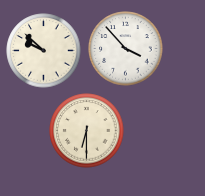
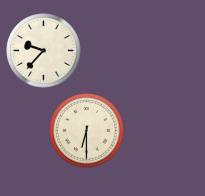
clock at (126, 49): 3:53 -> none
clock at (44, 51): 9:52 -> 9:37
